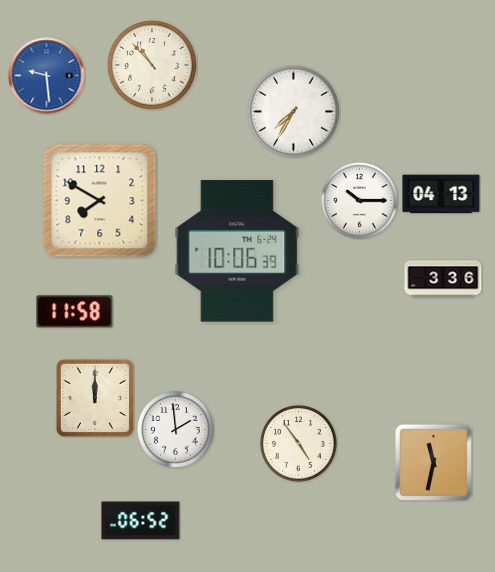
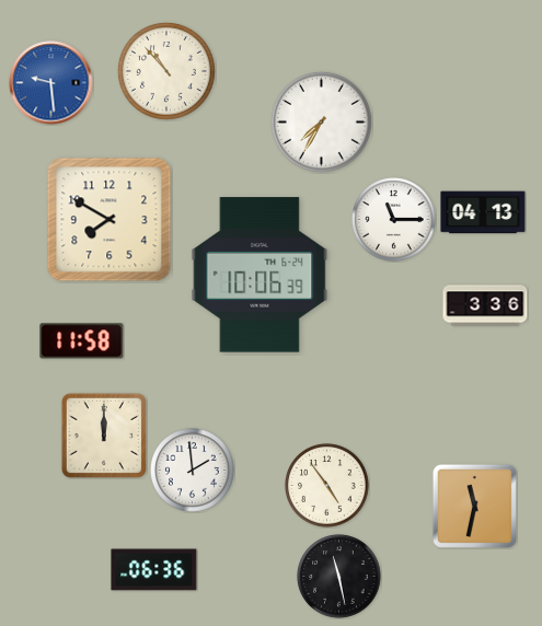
clock at (360, 201): 10:15 -> 11:15
clock at (141, 521): 06:52 -> 06:36
clock at (339, 577): none -> 11:28
